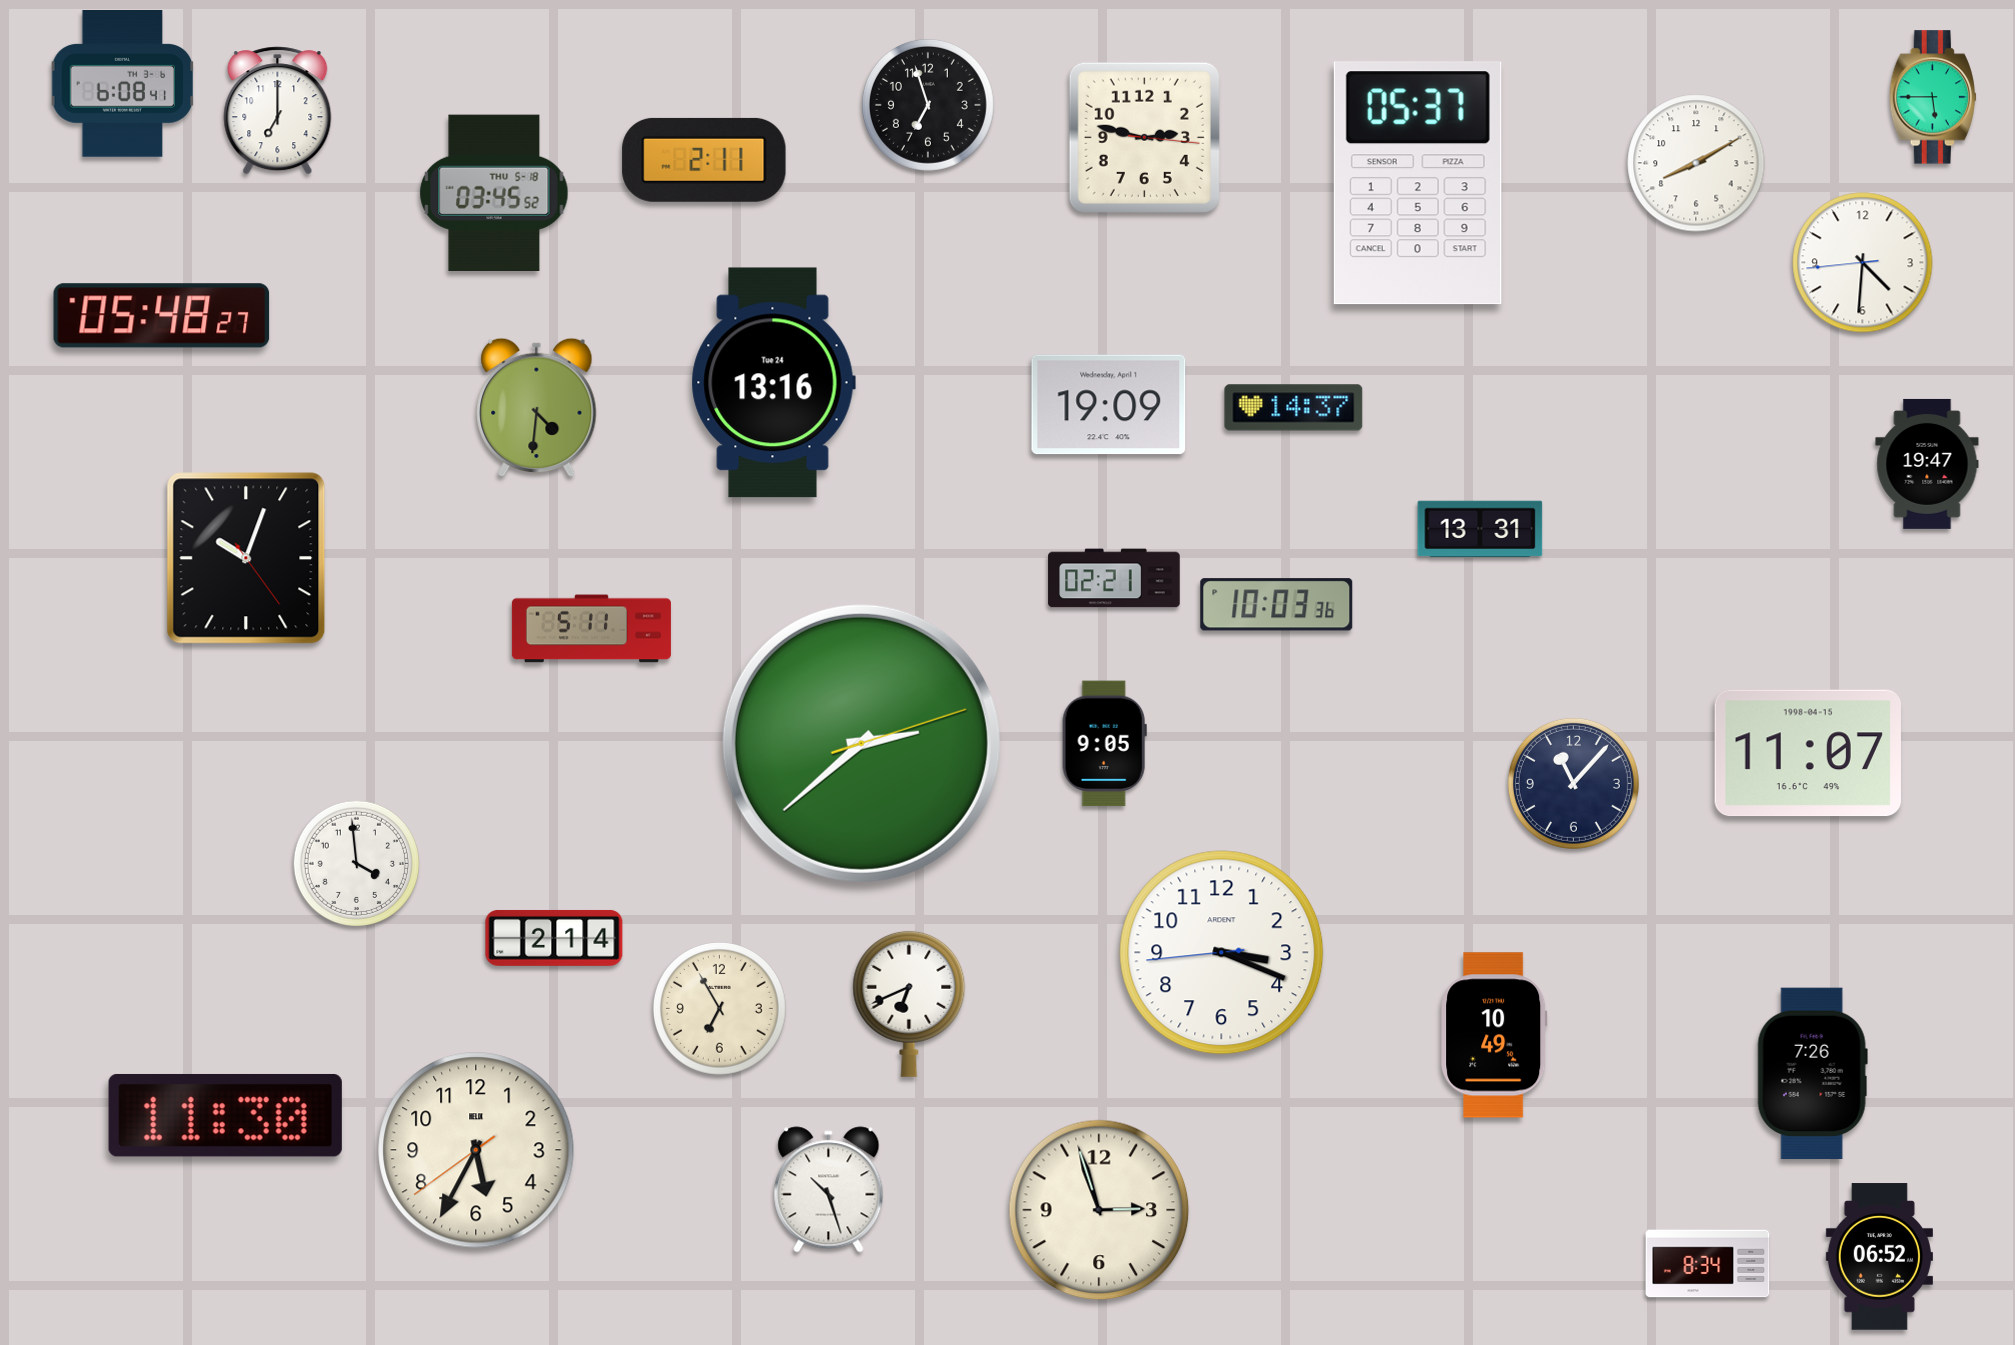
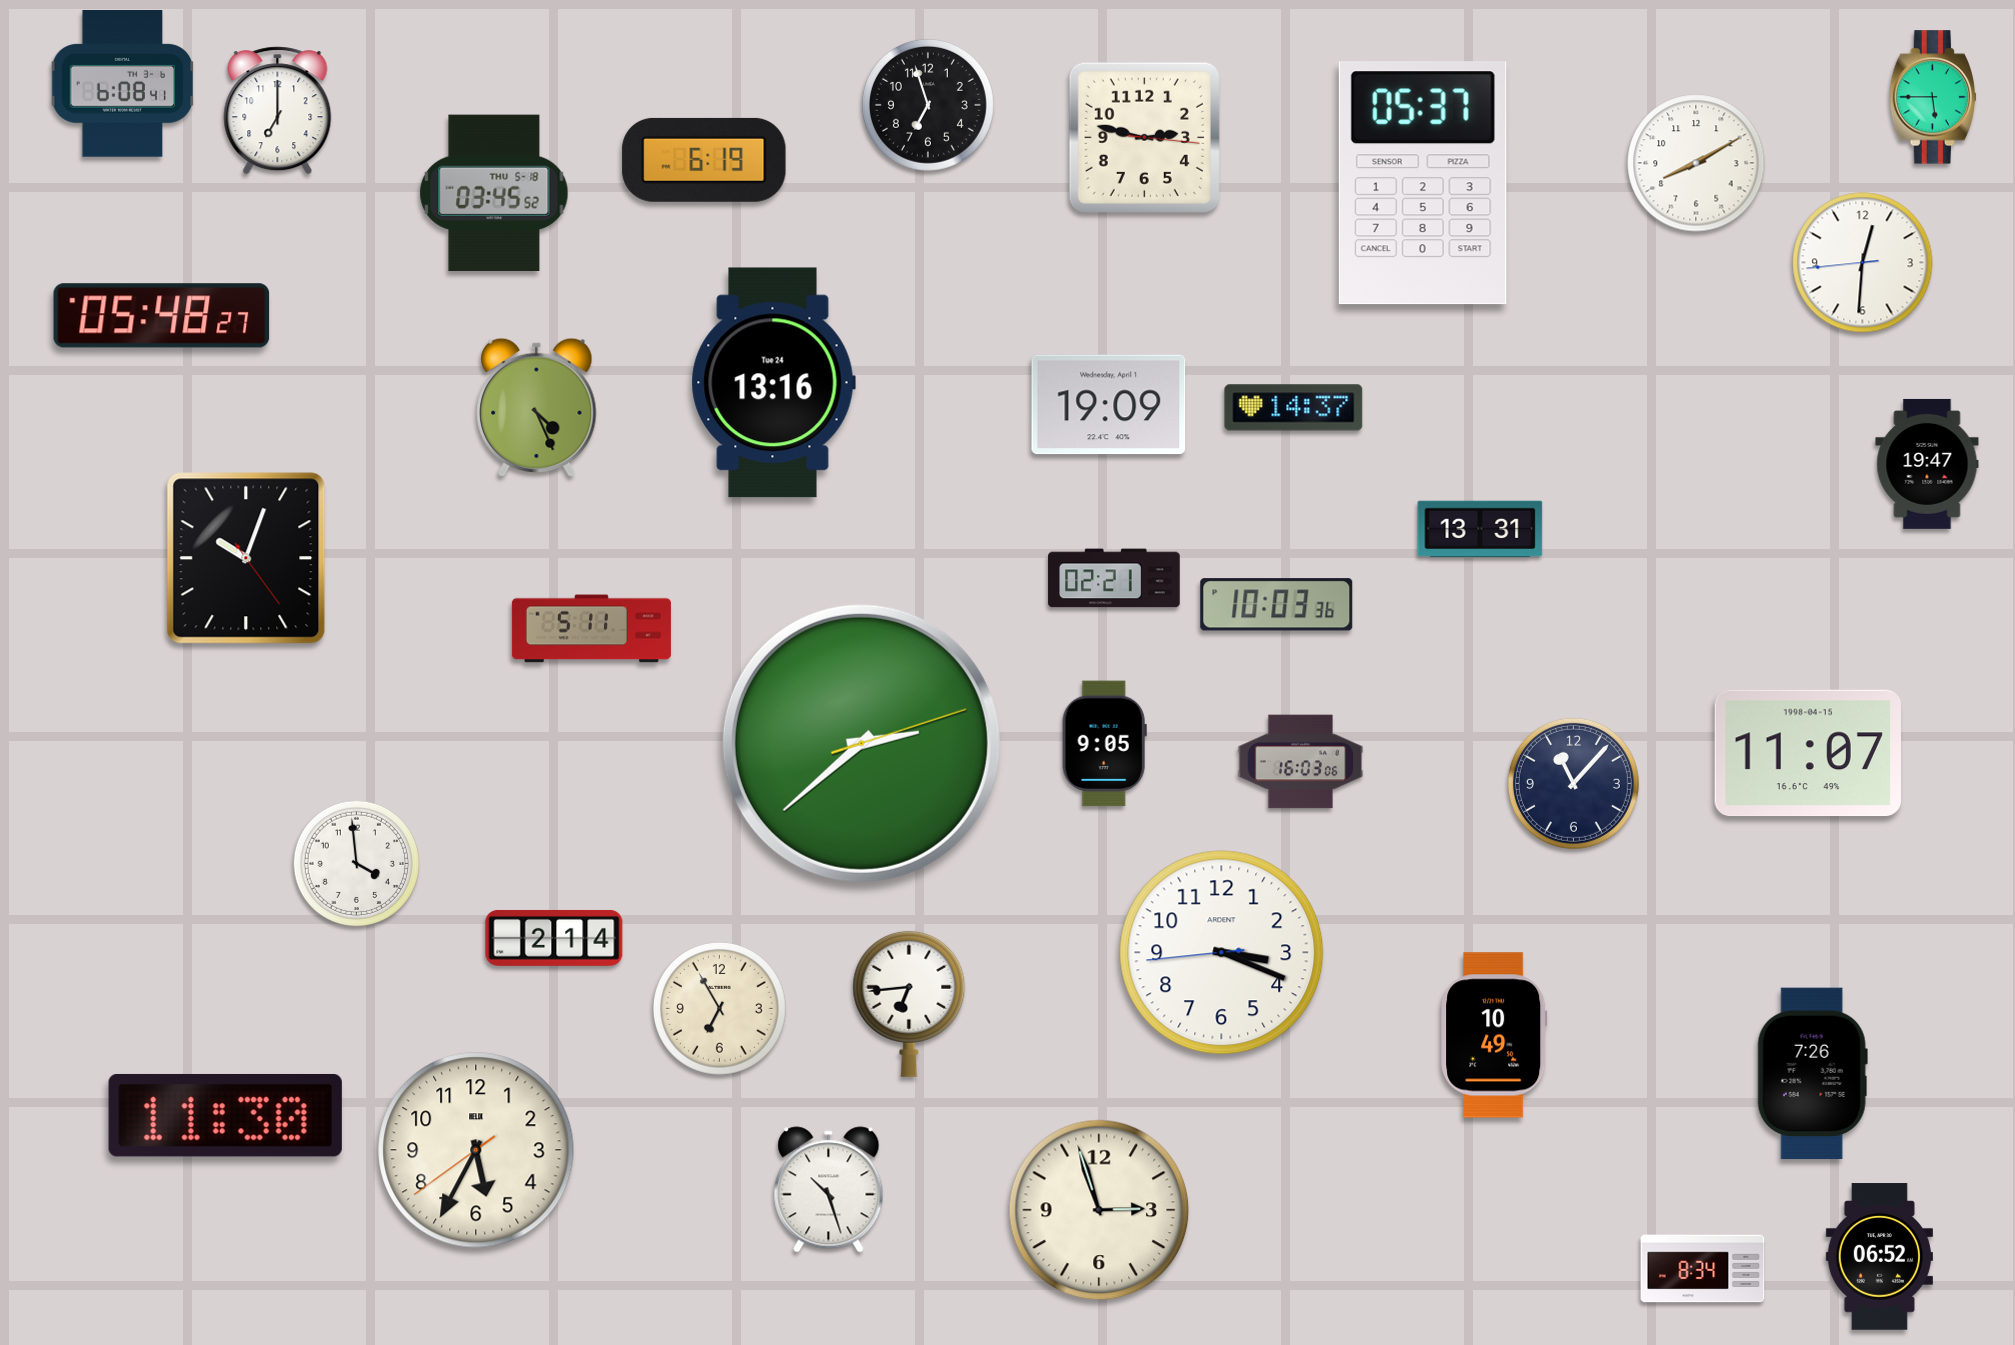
clock at (704, 160): 2:11 -> 6:19
clock at (1418, 183) position: (1418, 183) -> (1423, 183)
clock at (1863, 263): 4:30 -> 12:30
clock at (537, 408): 4:31 -> 4:26
clock at (1301, 762): none -> 16:03
clock at (909, 1004): 6:41 -> 6:44
clock at (1708, 1264) position: (1708, 1264) -> (1703, 1269)
